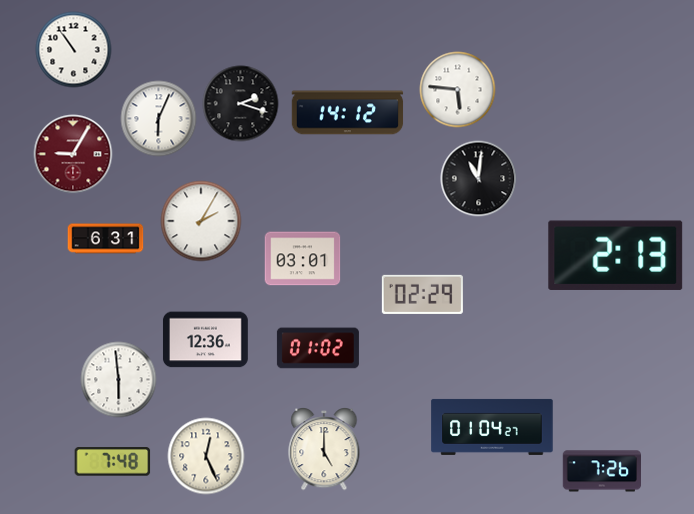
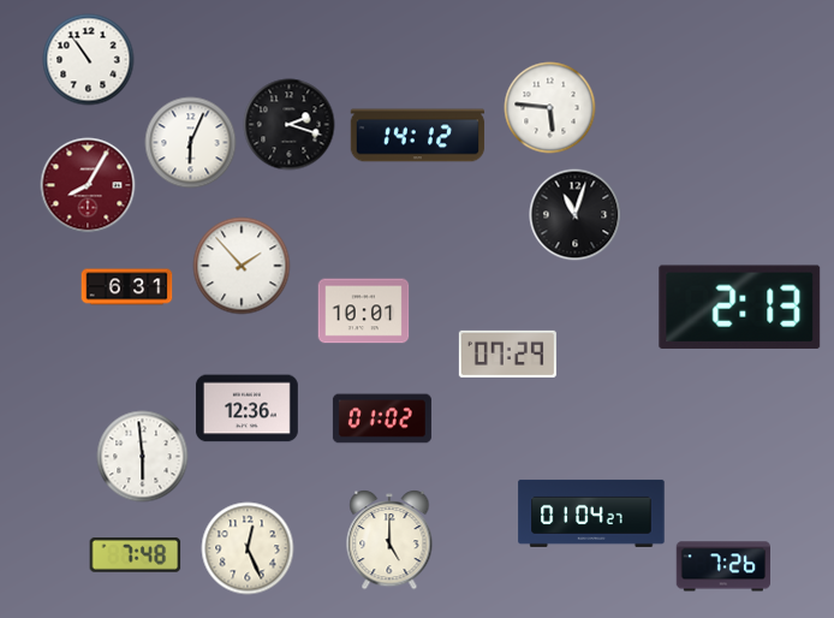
clock at (73, 154): 9:05 -> 8:05
clock at (479, 179): 11:01 -> 11:03
clock at (201, 221): 2:05 -> 1:53
clock at (303, 259): 03:01 -> 10:01
clock at (422, 294): 02:29 -> 07:29
